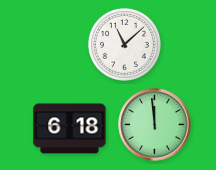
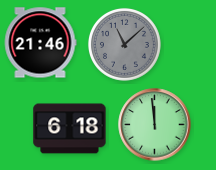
clock at (40, 43): none -> 21:46
clock at (124, 44) dial: white -> grey
